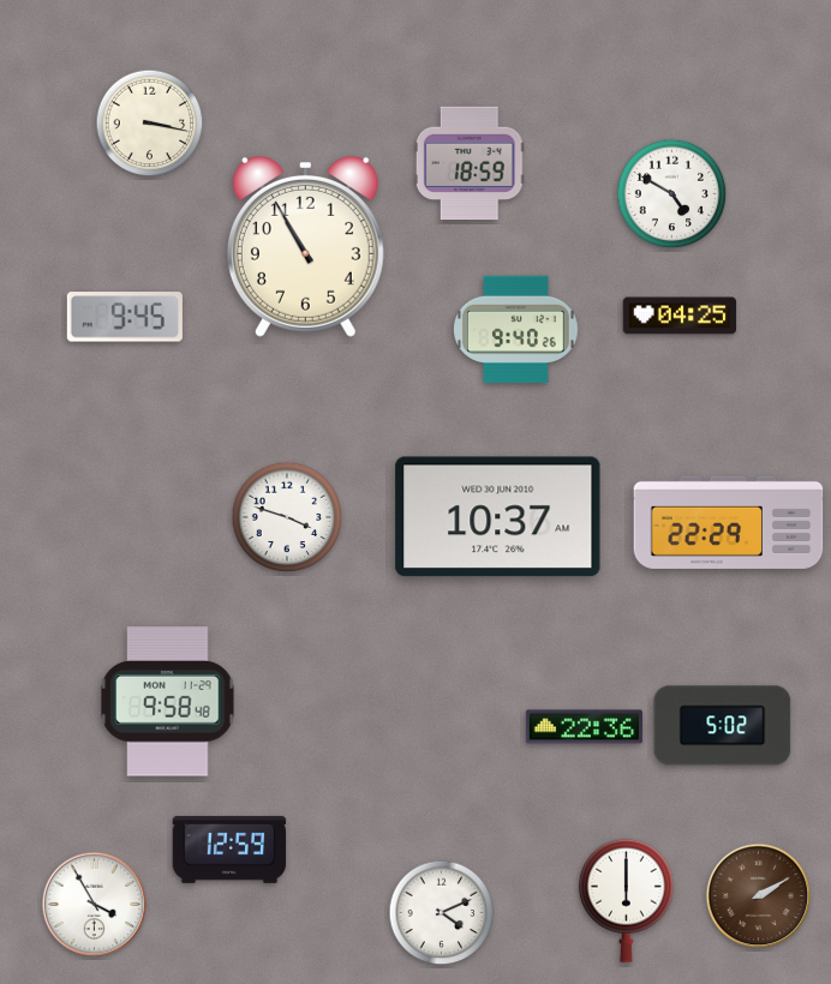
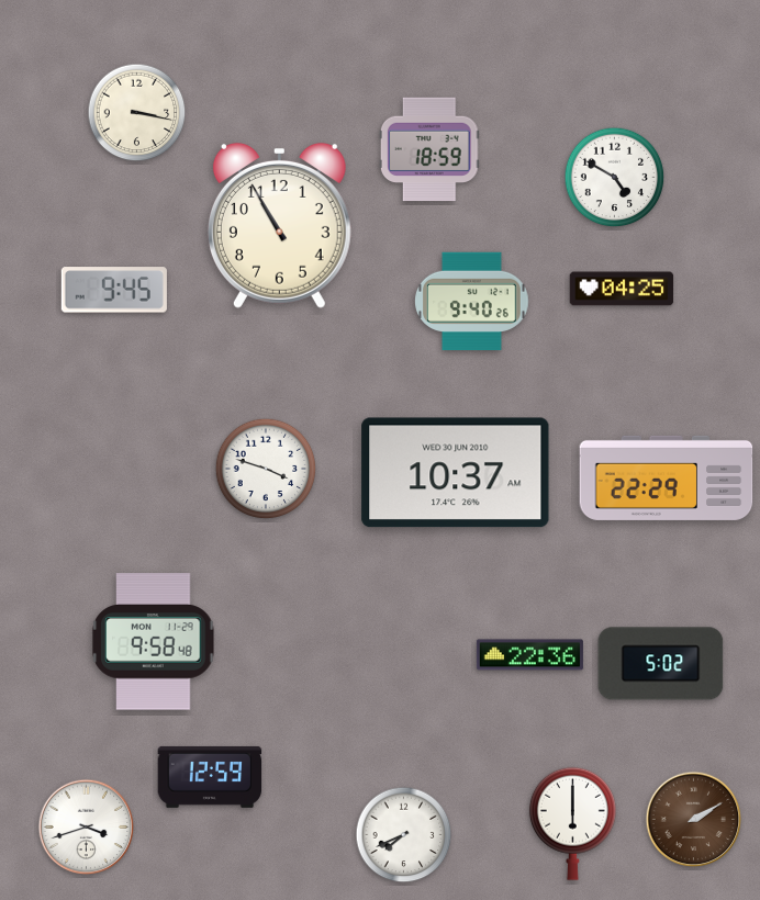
clock at (287, 517) position: (287, 517) -> (266, 469)
clock at (584, 727) position: (584, 727) -> (529, 655)
clock at (95, 905): 3:55 -> 3:42
clock at (442, 913): 4:11 -> 7:41
